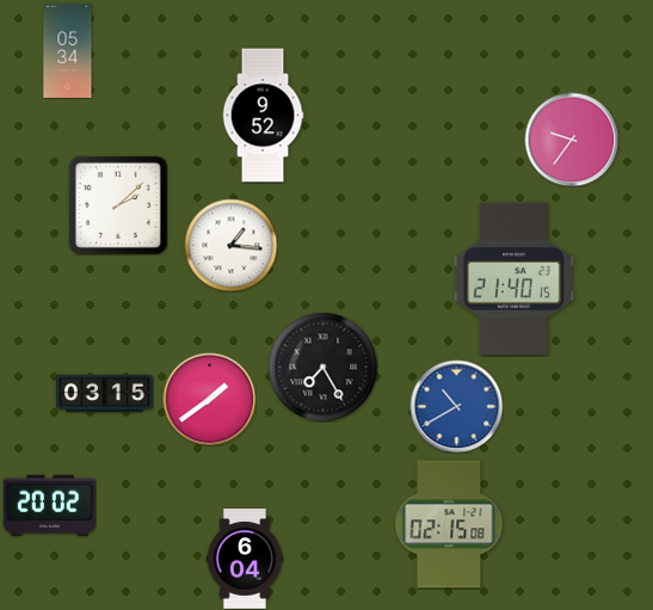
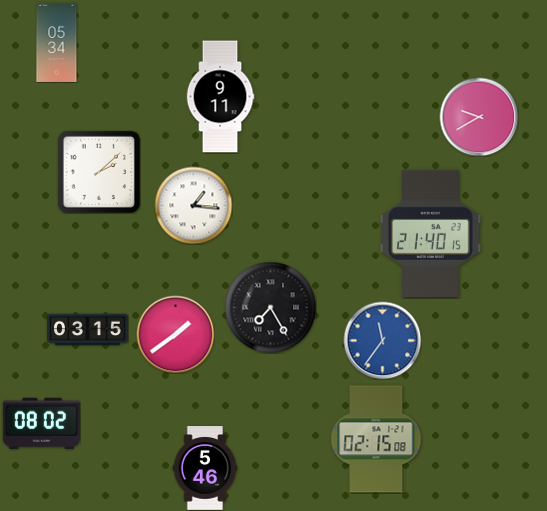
clock at (263, 116): 9:52 -> 9:11
clock at (572, 140): 9:36 -> 9:40
clock at (456, 406): 10:40 -> 11:36
clock at (49, 505): 20:02 -> 08:02
clock at (245, 559): 6:04 -> 5:46
